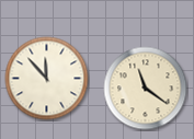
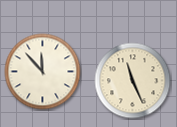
clock at (146, 89): 11:21 -> 11:26
